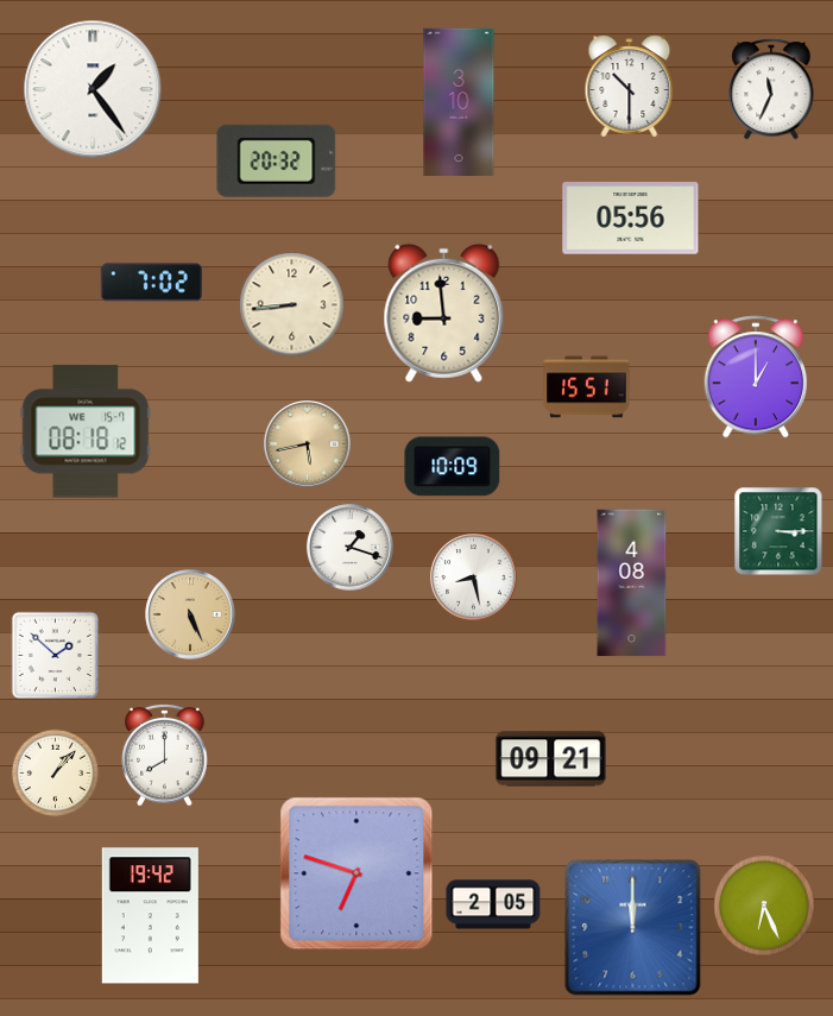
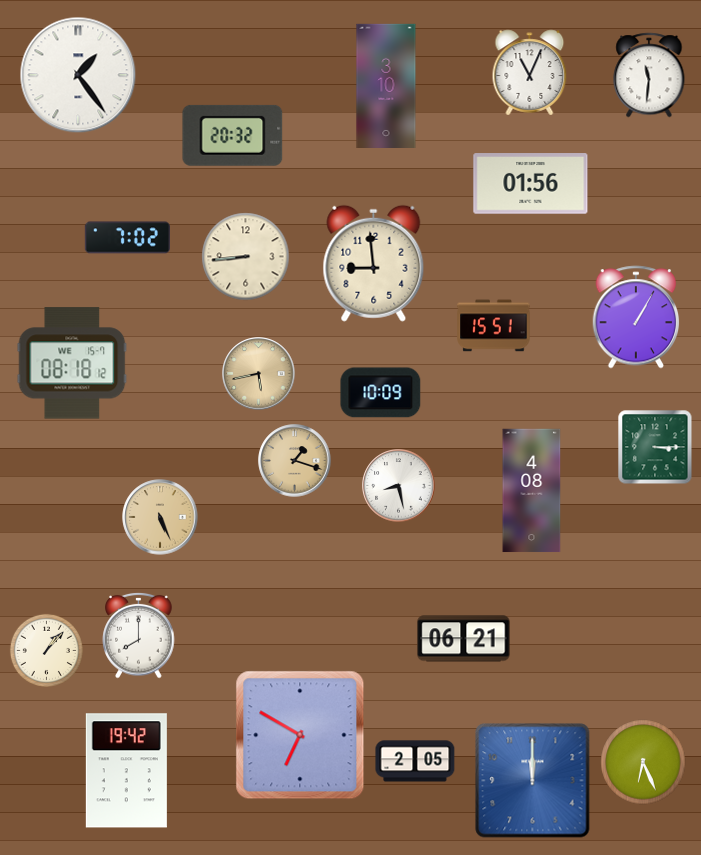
clock at (630, 87): 10:30 -> 11:04
clock at (771, 89): 11:34 -> 11:31
clock at (631, 219): 05:56 -> 01:56
clock at (756, 377): 1:00 -> 1:05
clock at (351, 548) dial: white -> champagne
clock at (55, 655): 1:52 -> none
clock at (551, 759): 09:21 -> 06:21
clock at (356, 873): 6:48 -> 6:50
